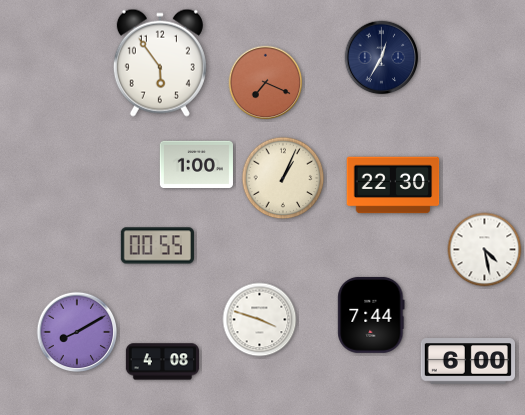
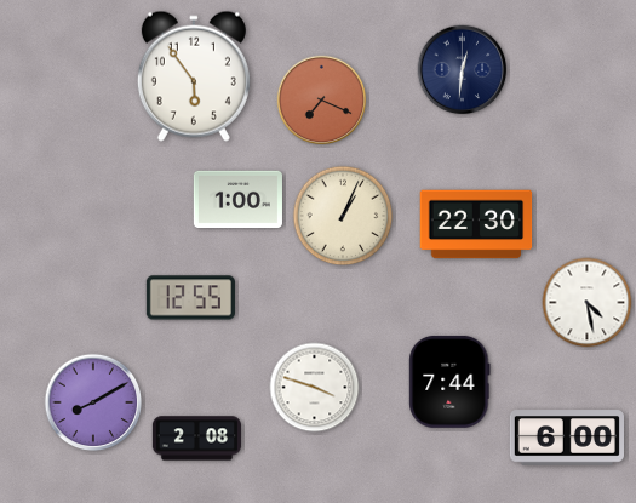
clock at (382, 58): 12:35 -> 12:31
clock at (157, 246): 00:55 -> 12:55
clock at (162, 362): 4:08 -> 2:08
